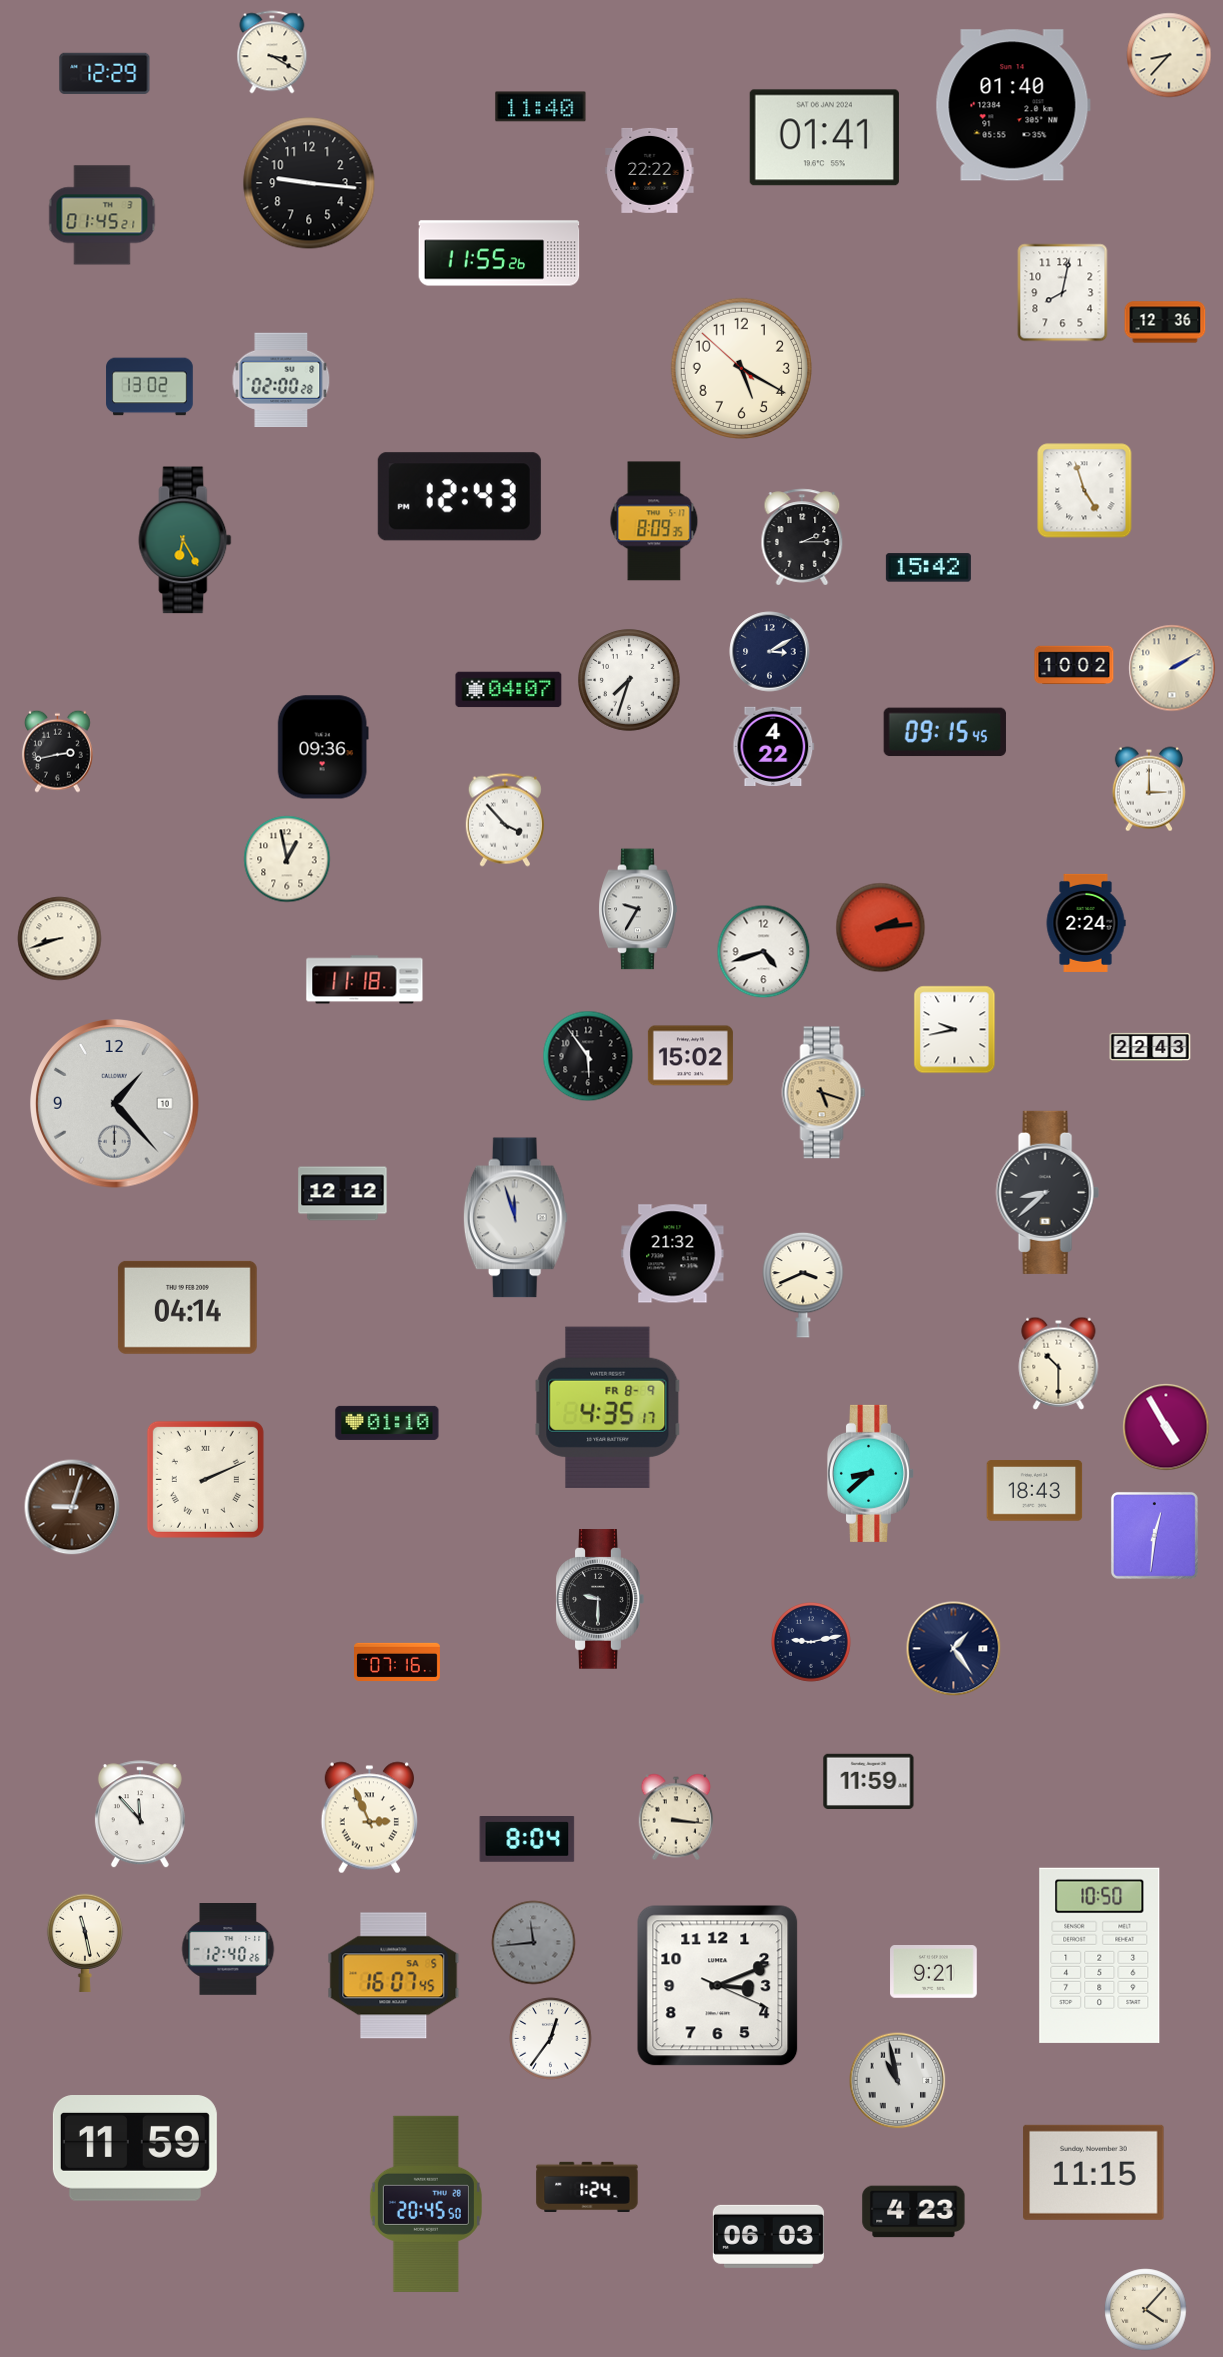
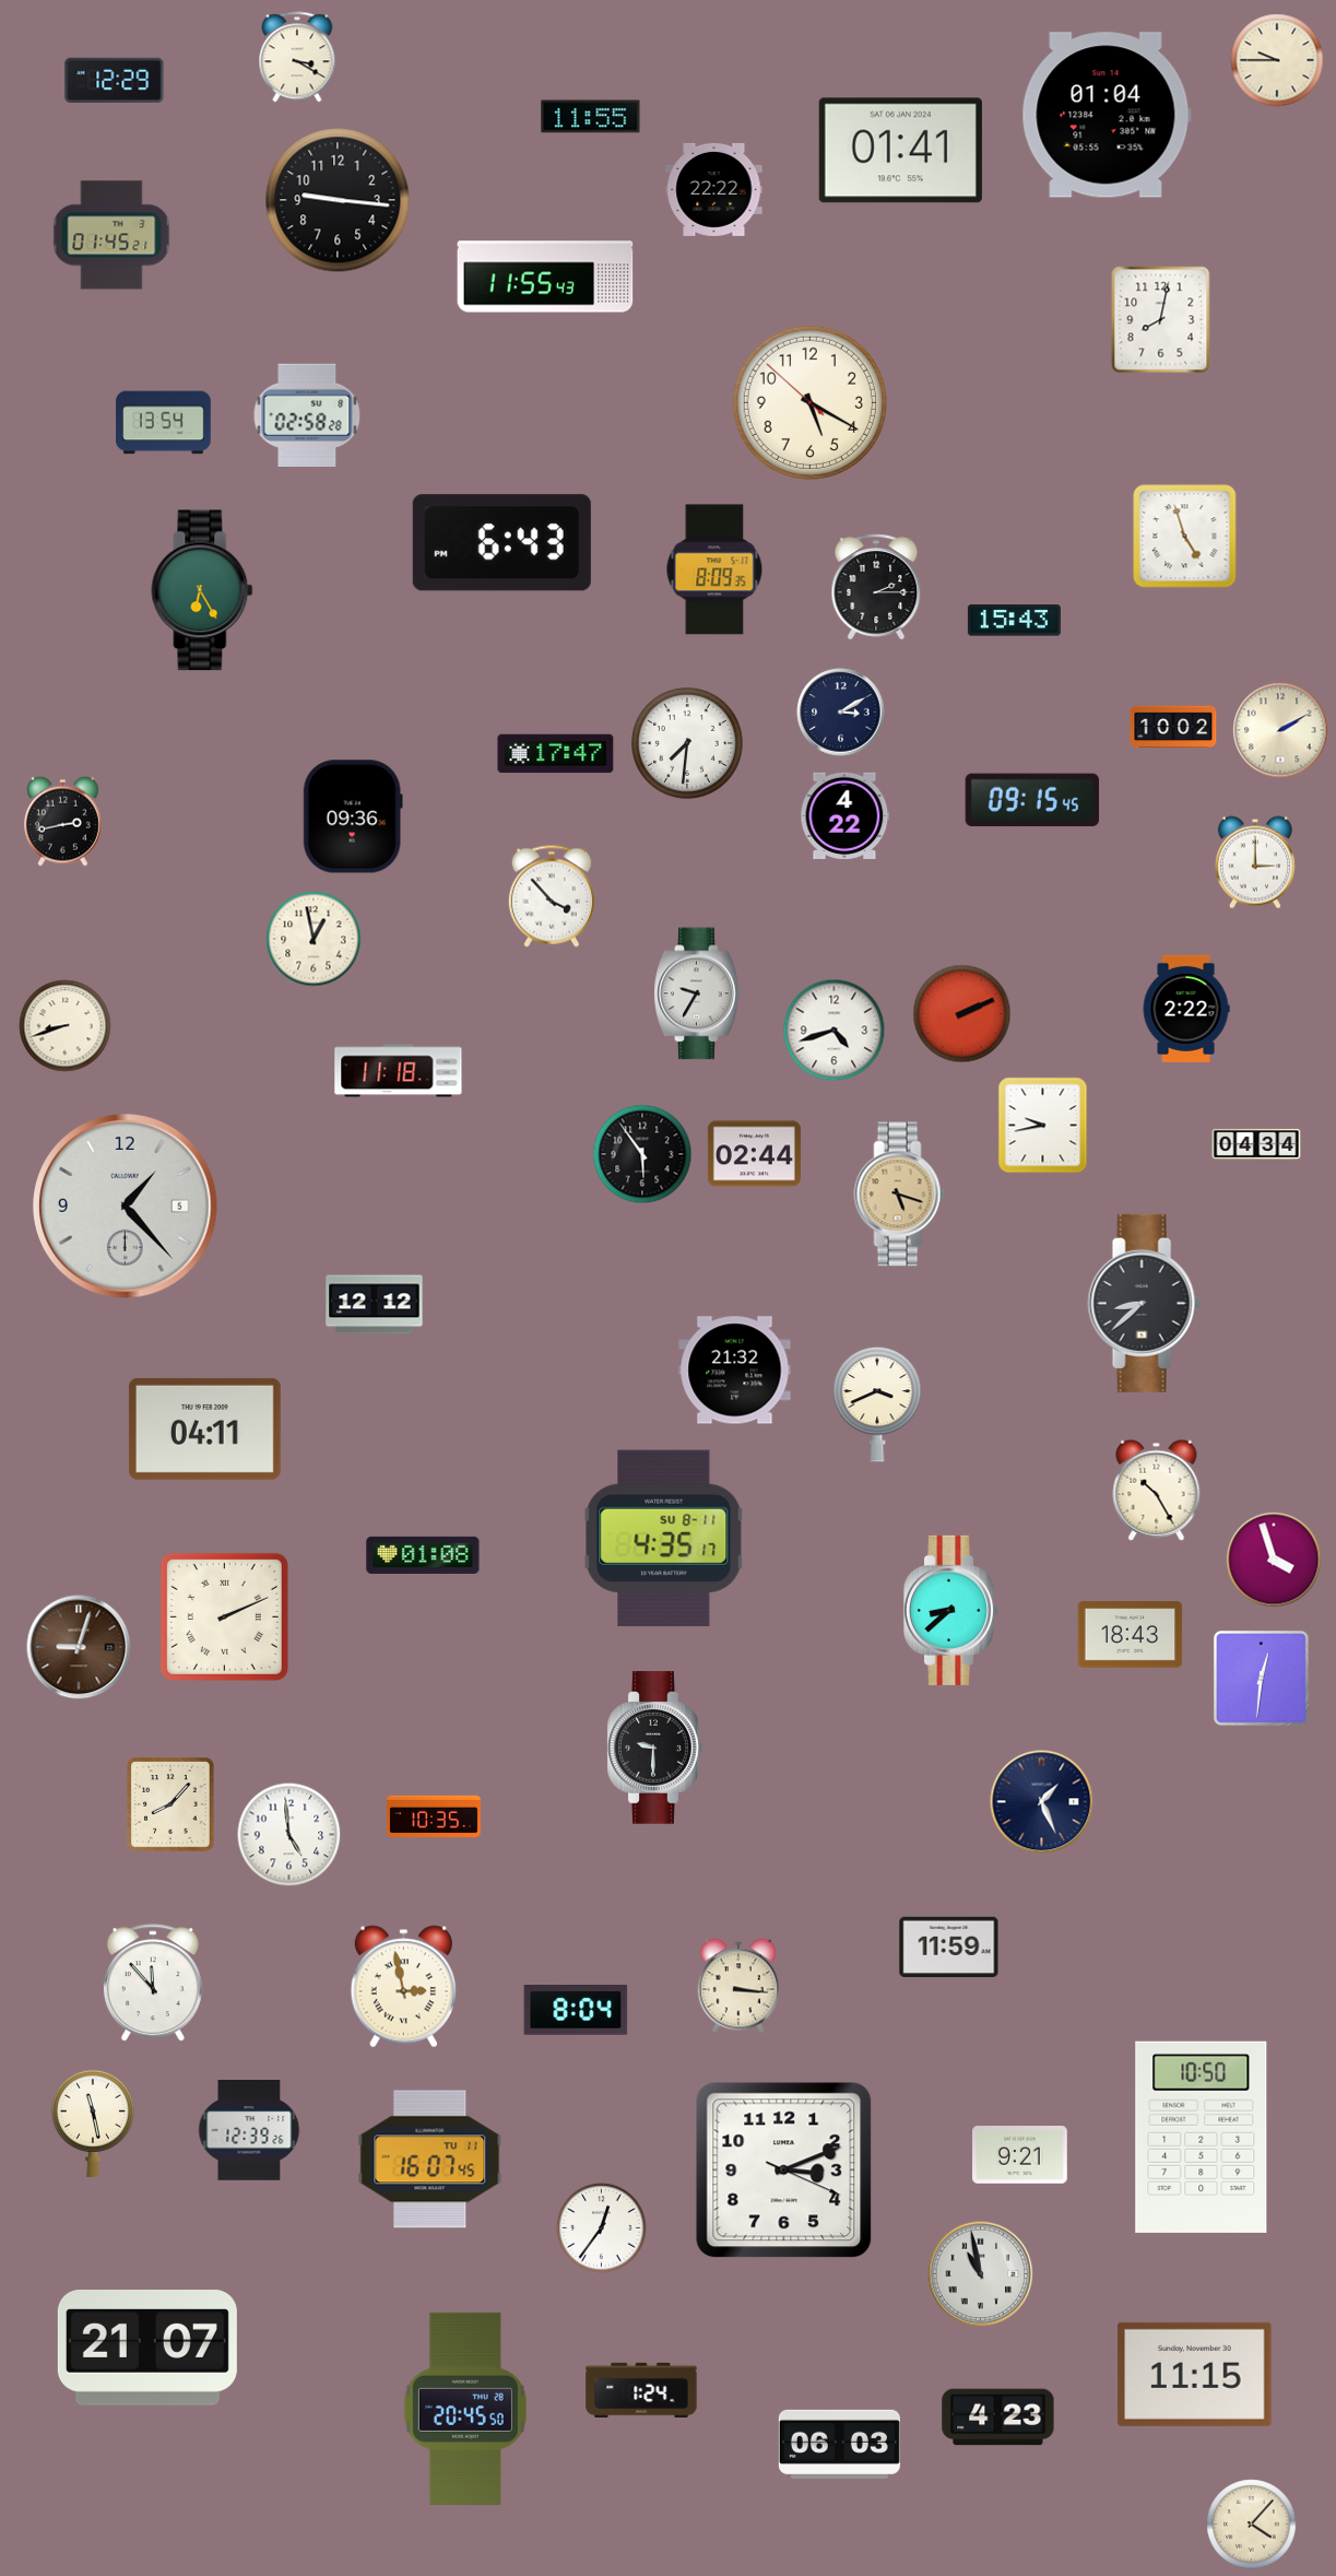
clock at (1169, 55): 8:37 -> 9:45
clock at (1013, 105): 01:40 -> 01:04
clock at (541, 107): 11:40 -> 11:55
clock at (650, 170) position: (650, 170) -> (714, 189)
clock at (499, 253): 11:55:26 -> 11:55:43
clock at (1165, 322): 12:36 -> none
clock at (281, 379): 02:00 -> 02:58
clock at (150, 387): 13:02 -> 13:54
clock at (459, 497): 12:43 -> 6:43
clock at (928, 568): 15:42 -> 15:43
clock at (630, 681): 7:33 -> 7:31
clock at (509, 690): 04:07 -> 17:47
clock at (1086, 923): 2:24 -> 2:22
clock at (881, 928): 2:14 -> 2:11
clock at (764, 952) position: (764, 952) -> (835, 1031)
clock at (1150, 1047): 22:43 -> 04:34
clock at (690, 1056): 15:02 -> 02:44
clock at (115, 1104) date: 10 -> 5
clock at (515, 1218): 11:57 -> none
clock at (187, 1307): 04:14 -> 04:11
clock at (1059, 1363): 10:30 -> 10:25
clock at (608, 1407) date: FR 8-9 -> SU 8-11
clock at (387, 1423): 01:10 -> 01:08
clock at (1166, 1427): 4:55 -> 3:57
clock at (1035, 1491) position: (1035, 1491) -> (1131, 1635)
clock at (812, 1643): 9:13 -> none
clock at (954, 1649): 1:24 -> 1:26
clock at (172, 1804): none -> 8:07
clock at (398, 1662): 07:16 -> 10:35
clock at (289, 1835): none -> 4:59
clock at (369, 1818): 2:56 -> 2:58
clock at (534, 1943): 11:44 -> none
clock at (228, 1950): 12:40 -> 12:39
clock at (394, 1976) date: SA 5 -> TU 11
clock at (135, 2149): 11:59 -> 21:07
